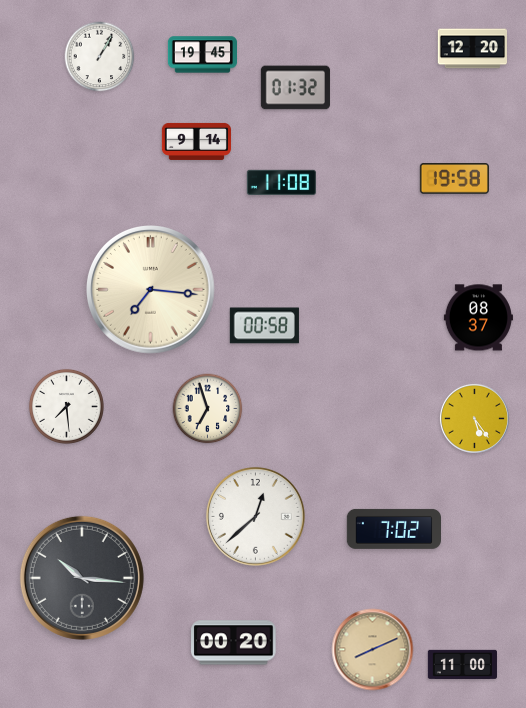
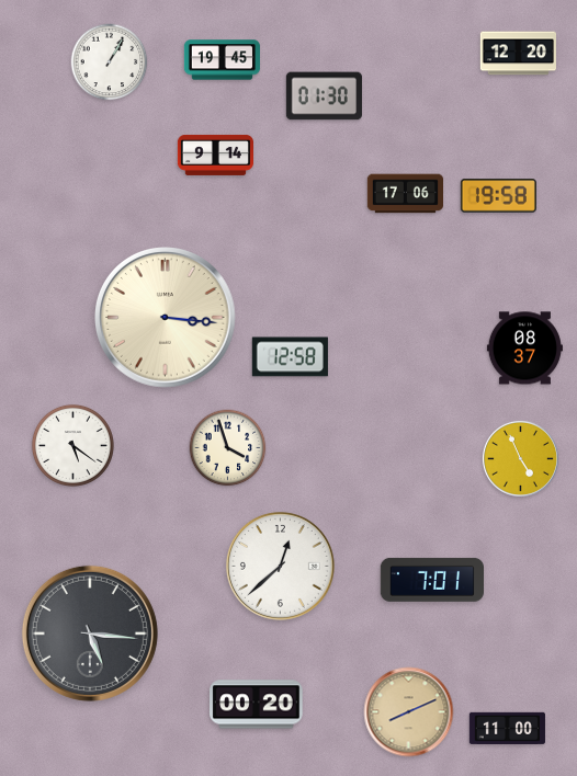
clock at (295, 88): 01:32 -> 01:30
clock at (405, 194): none -> 17:06
clock at (281, 182): 11:08 -> none
clock at (151, 290): 7:16 -> 3:16
clock at (264, 326): 00:58 -> 12:58
clock at (66, 406): 7:29 -> 5:21
clock at (208, 409): 6:57 -> 3:57
clock at (474, 418): 5:24 -> 4:56
clock at (393, 529): 7:02 -> 7:01
clock at (82, 578): 10:16 -> 5:16
